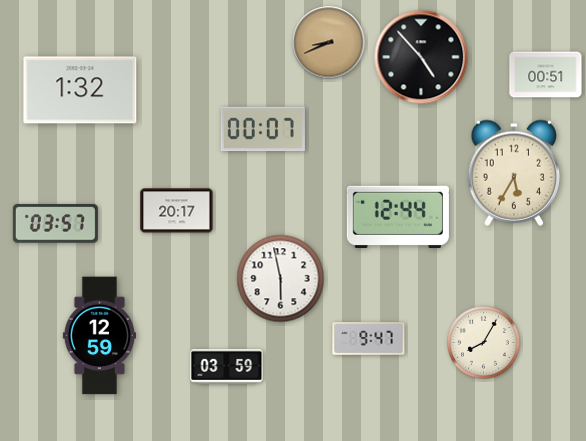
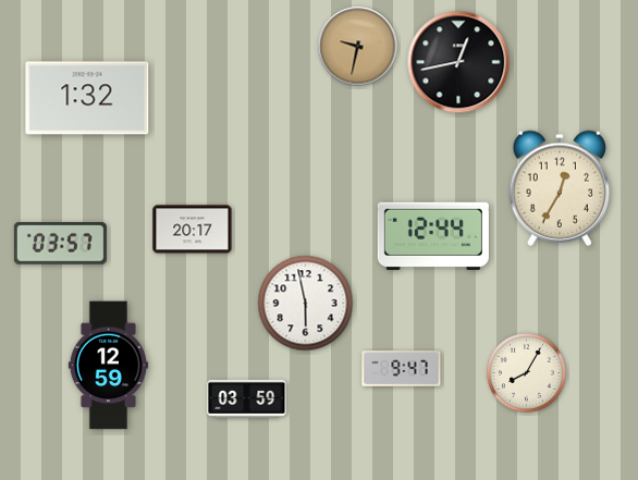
clock at (329, 43): 8:41 -> 9:32
clock at (421, 57): 4:53 -> 12:43
clock at (546, 75): 00:51 -> none
clock at (263, 129): 00:07 -> none
clock at (514, 173): 5:35 -> 12:35
